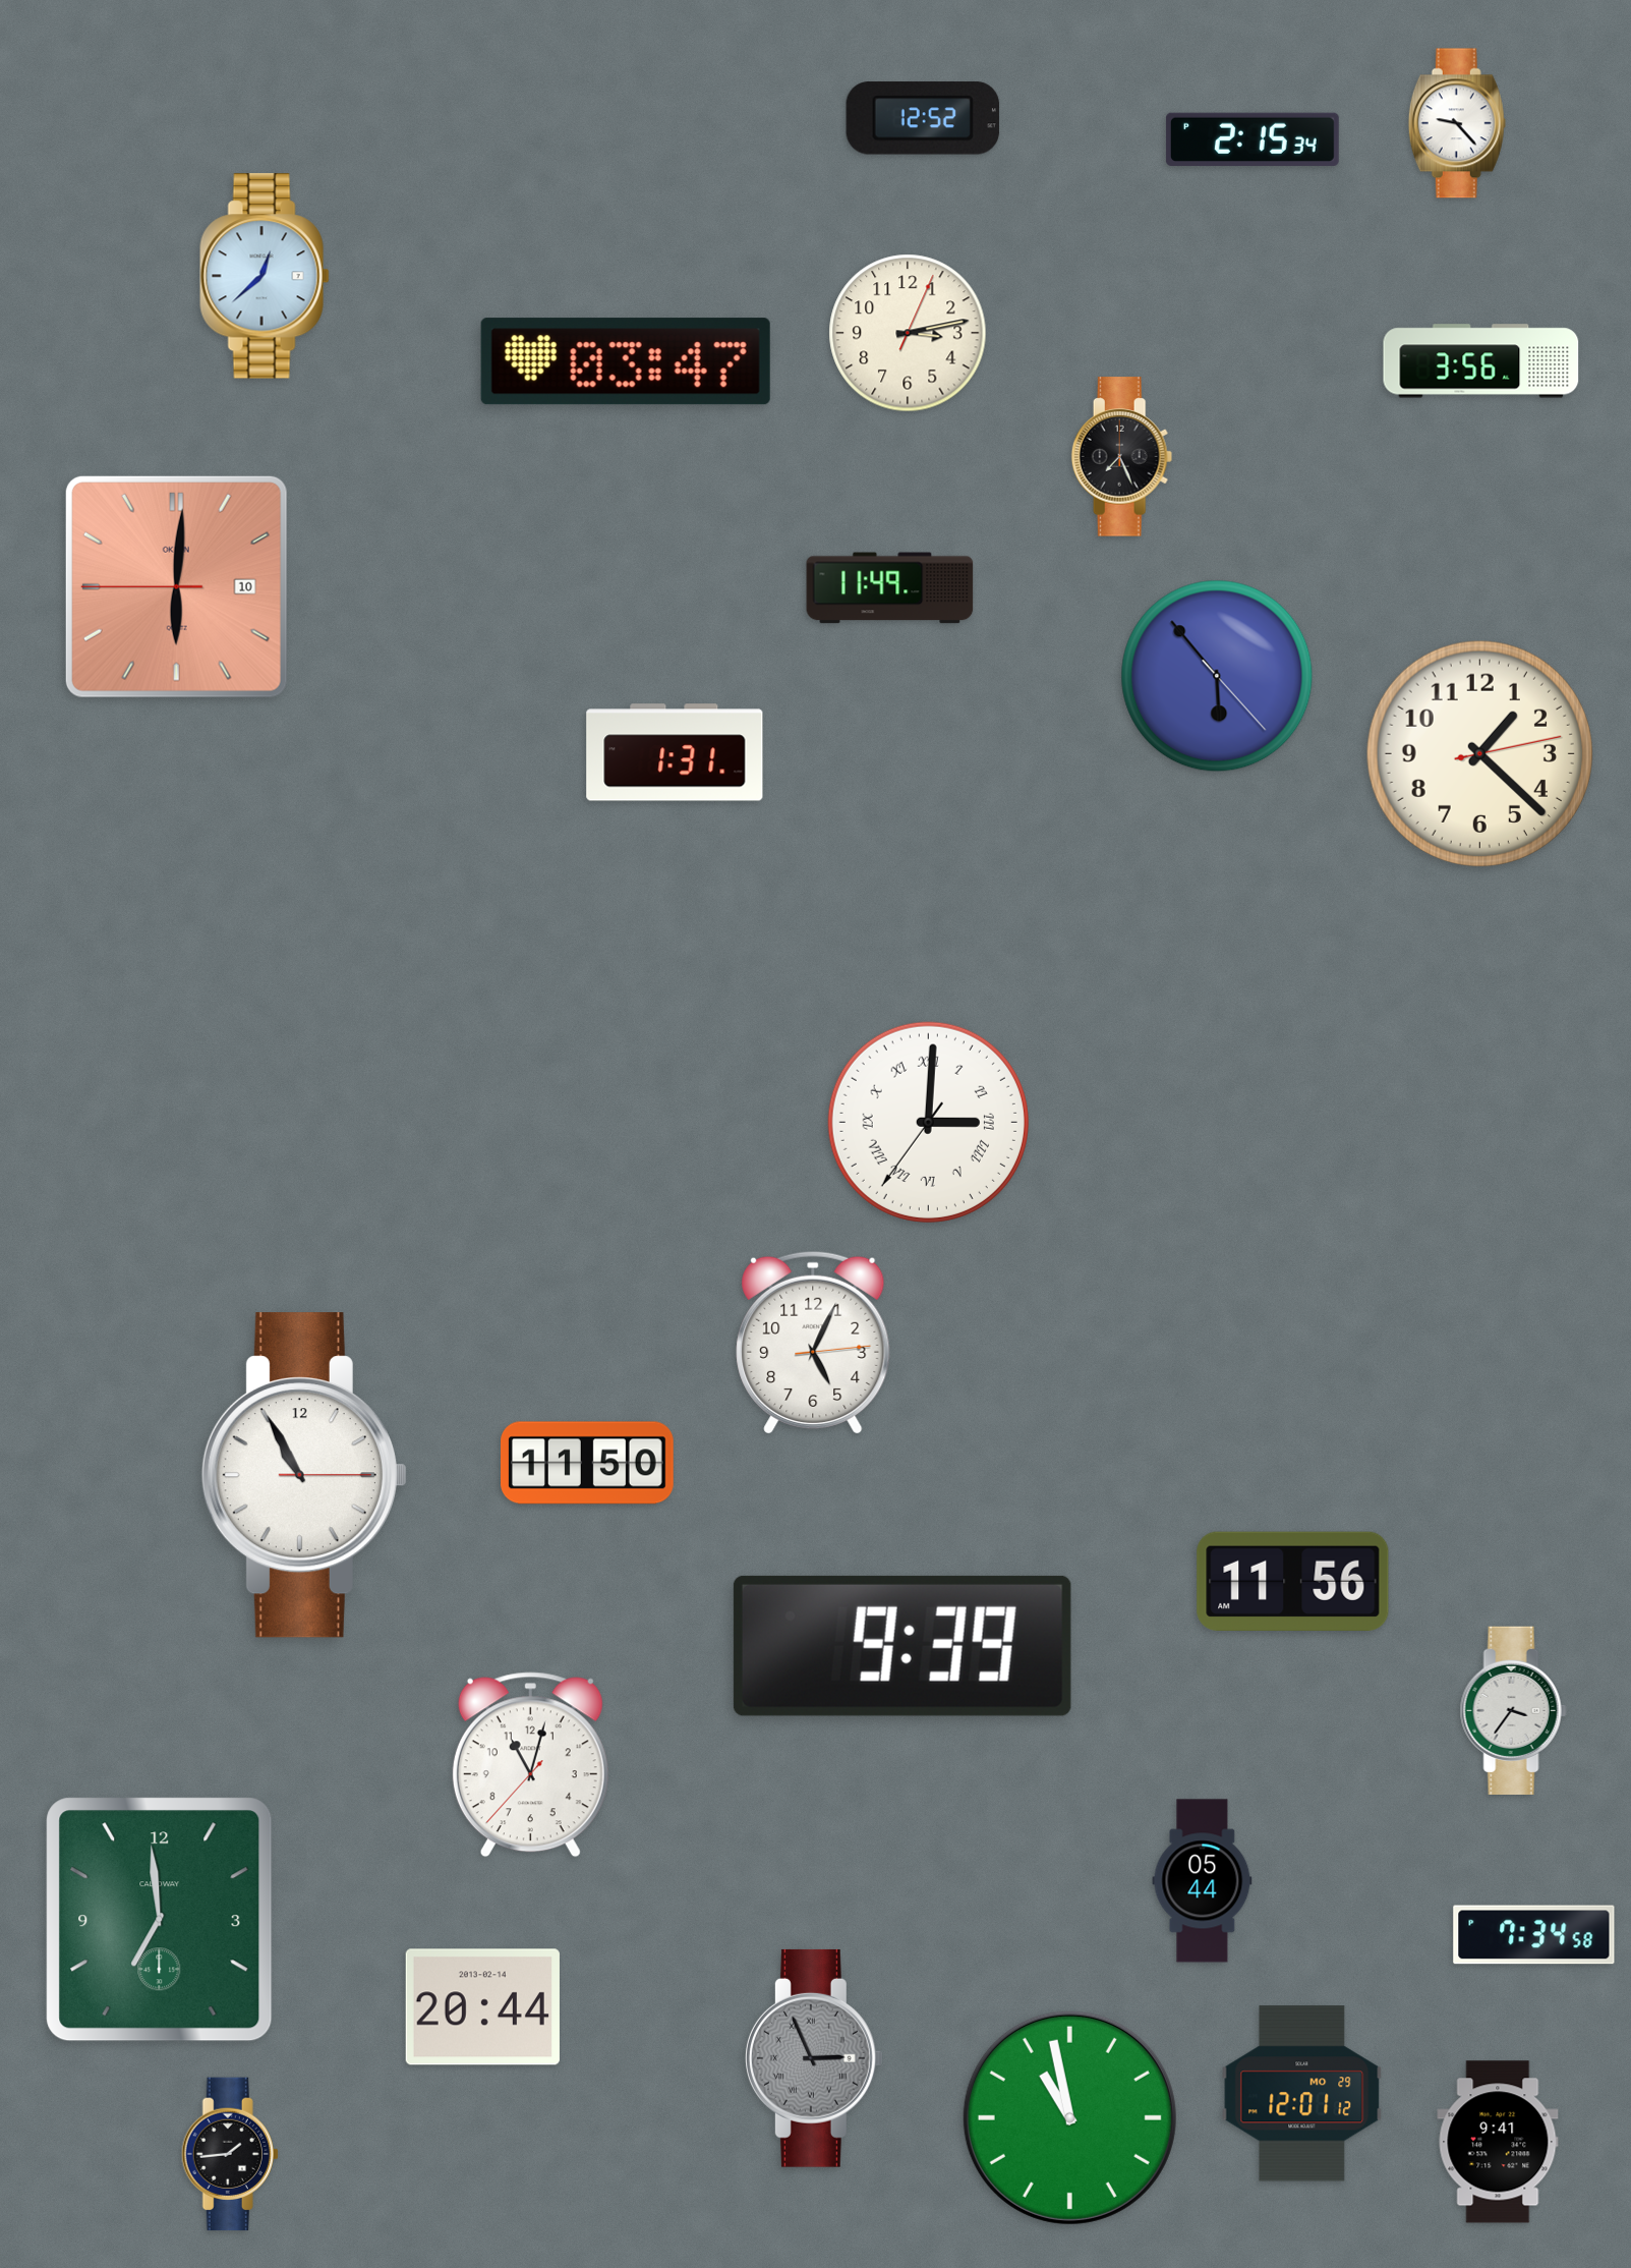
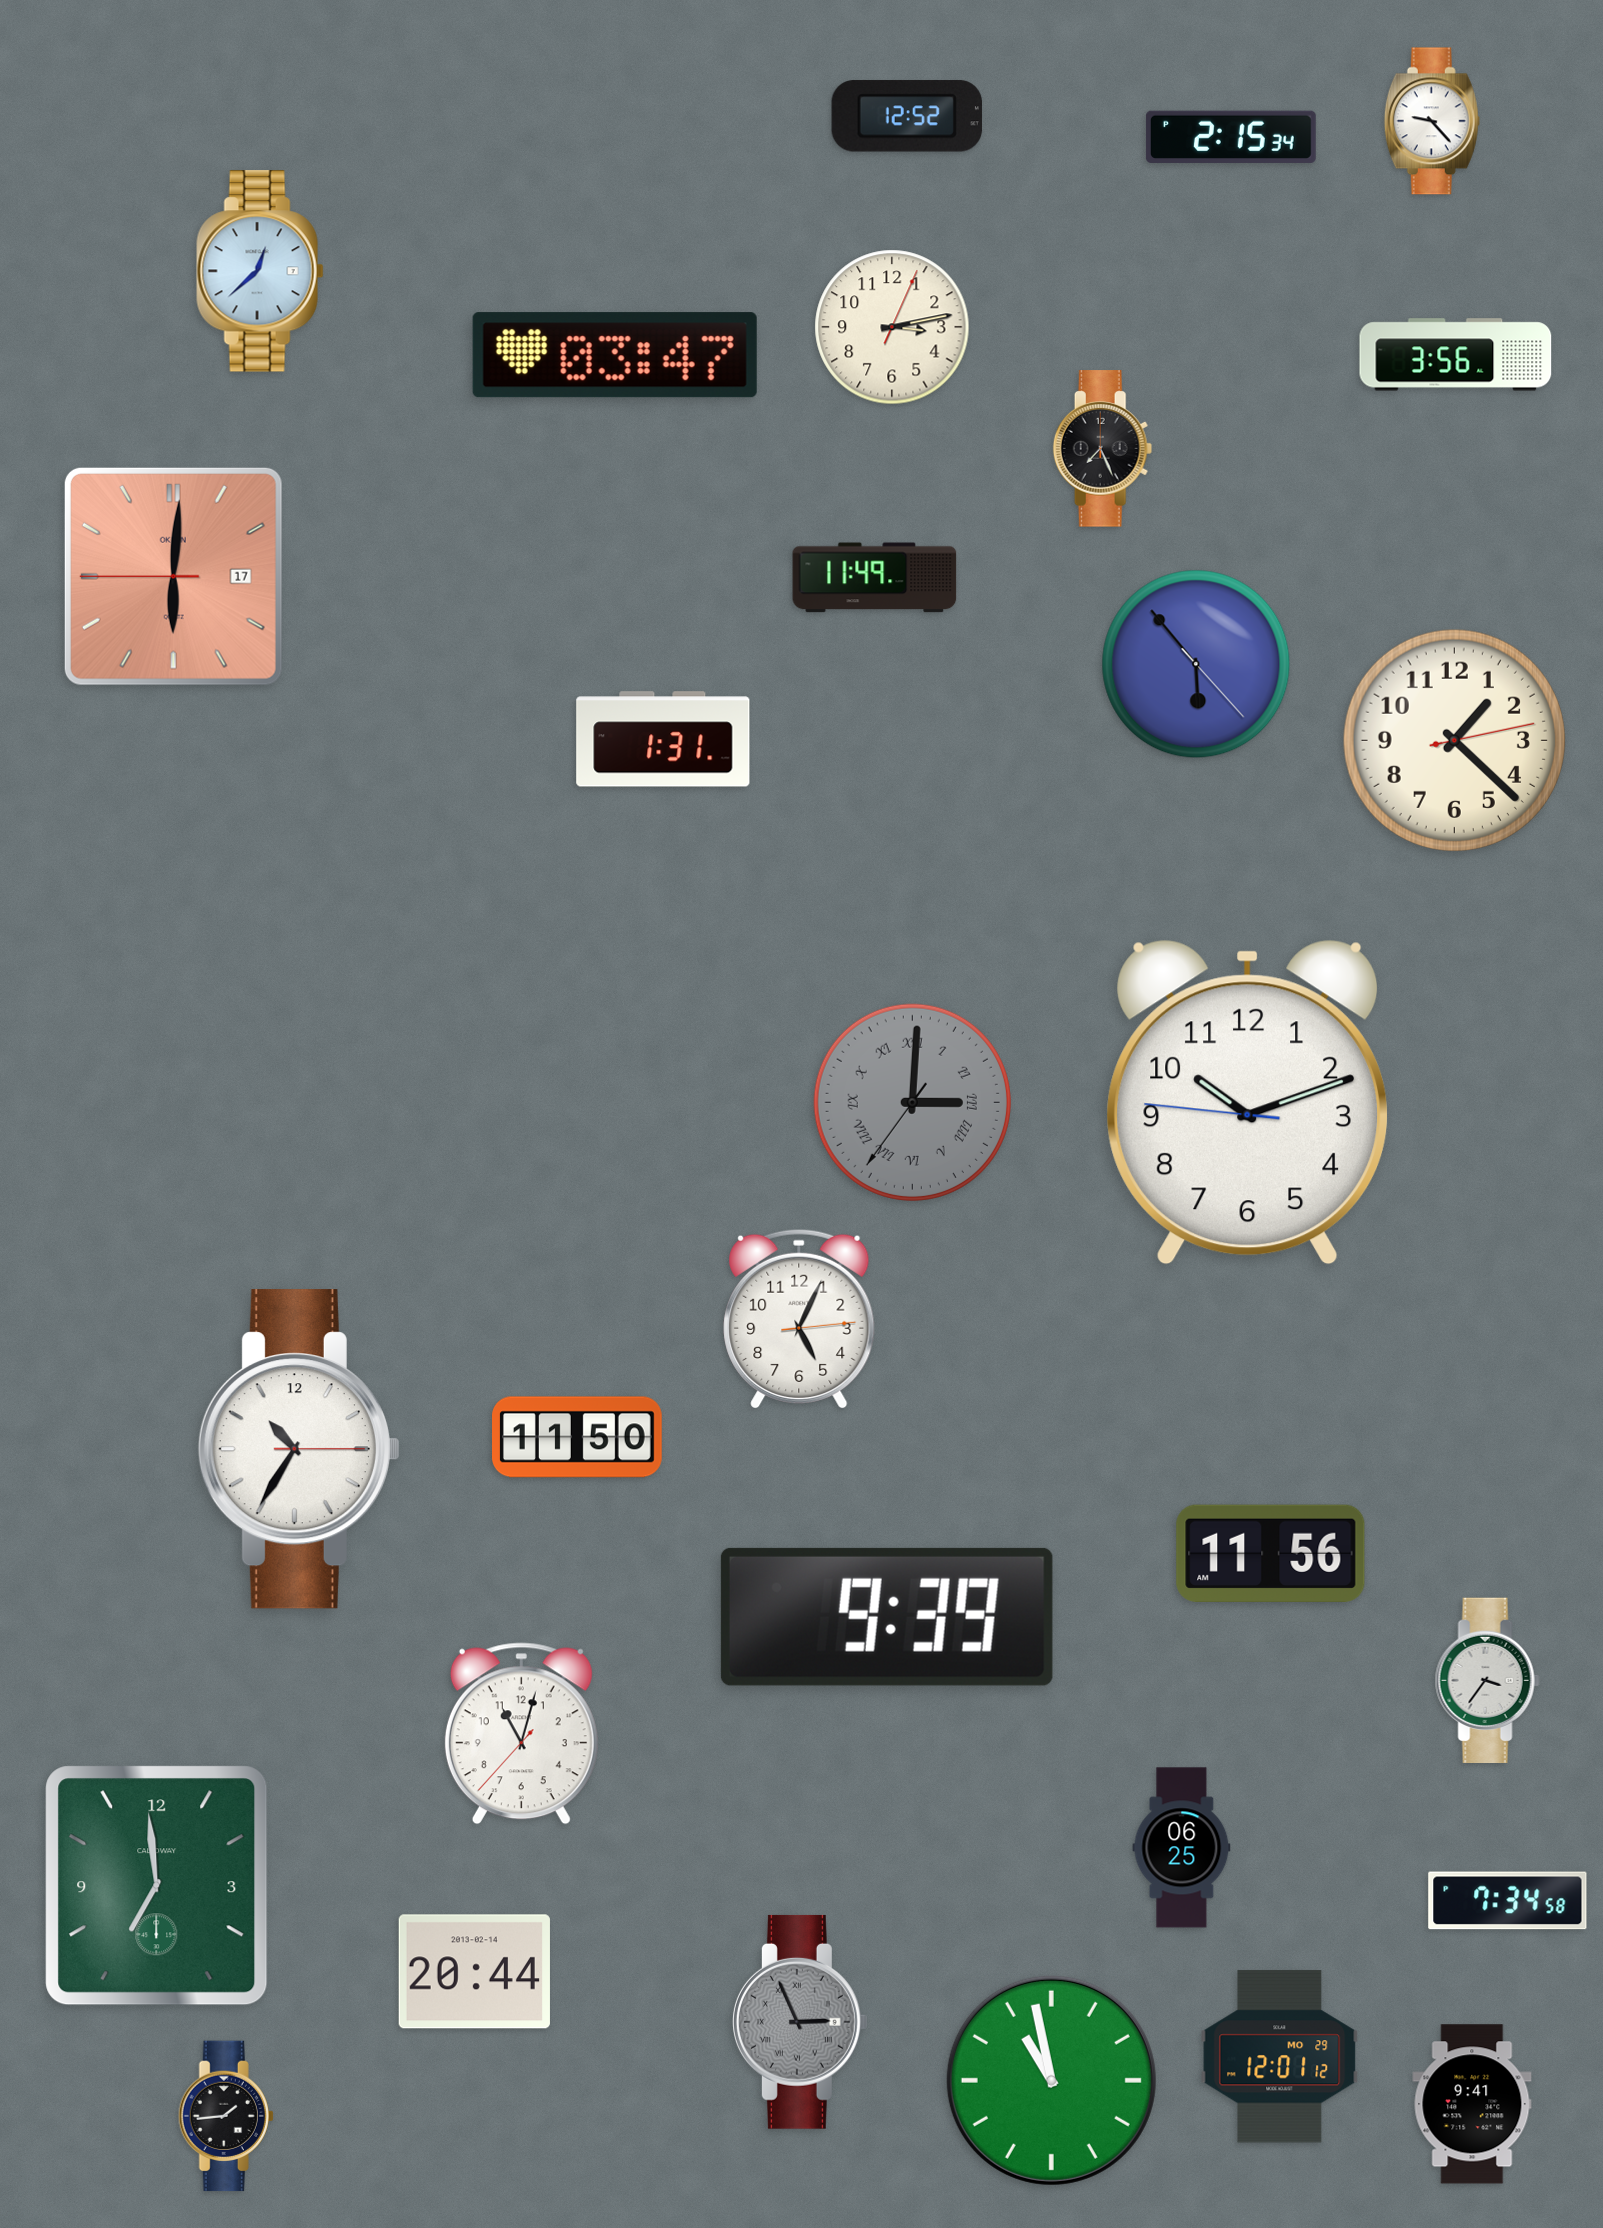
clock at (176, 586) date: 10 -> 17
clock at (928, 1122) dial: white -> grey
clock at (1248, 1102): none -> 10:11
clock at (304, 1475): 10:55 -> 10:35
clock at (1203, 1881): 05:44 -> 06:25
